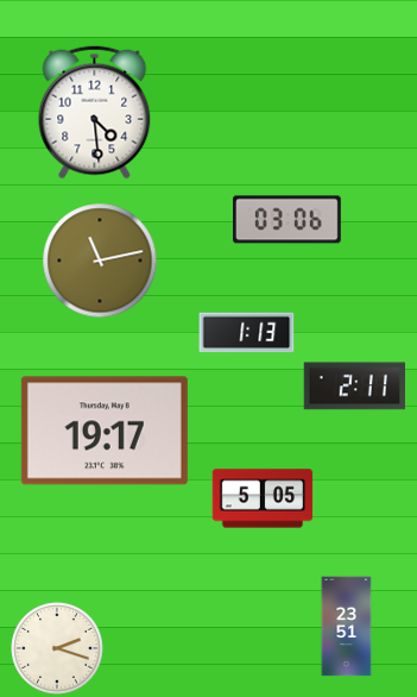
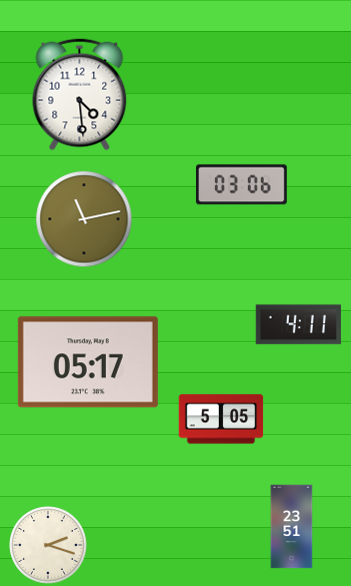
clock at (247, 333): 1:13 -> none
clock at (354, 387): 2:11 -> 4:11
clock at (105, 431): 19:17 -> 05:17
